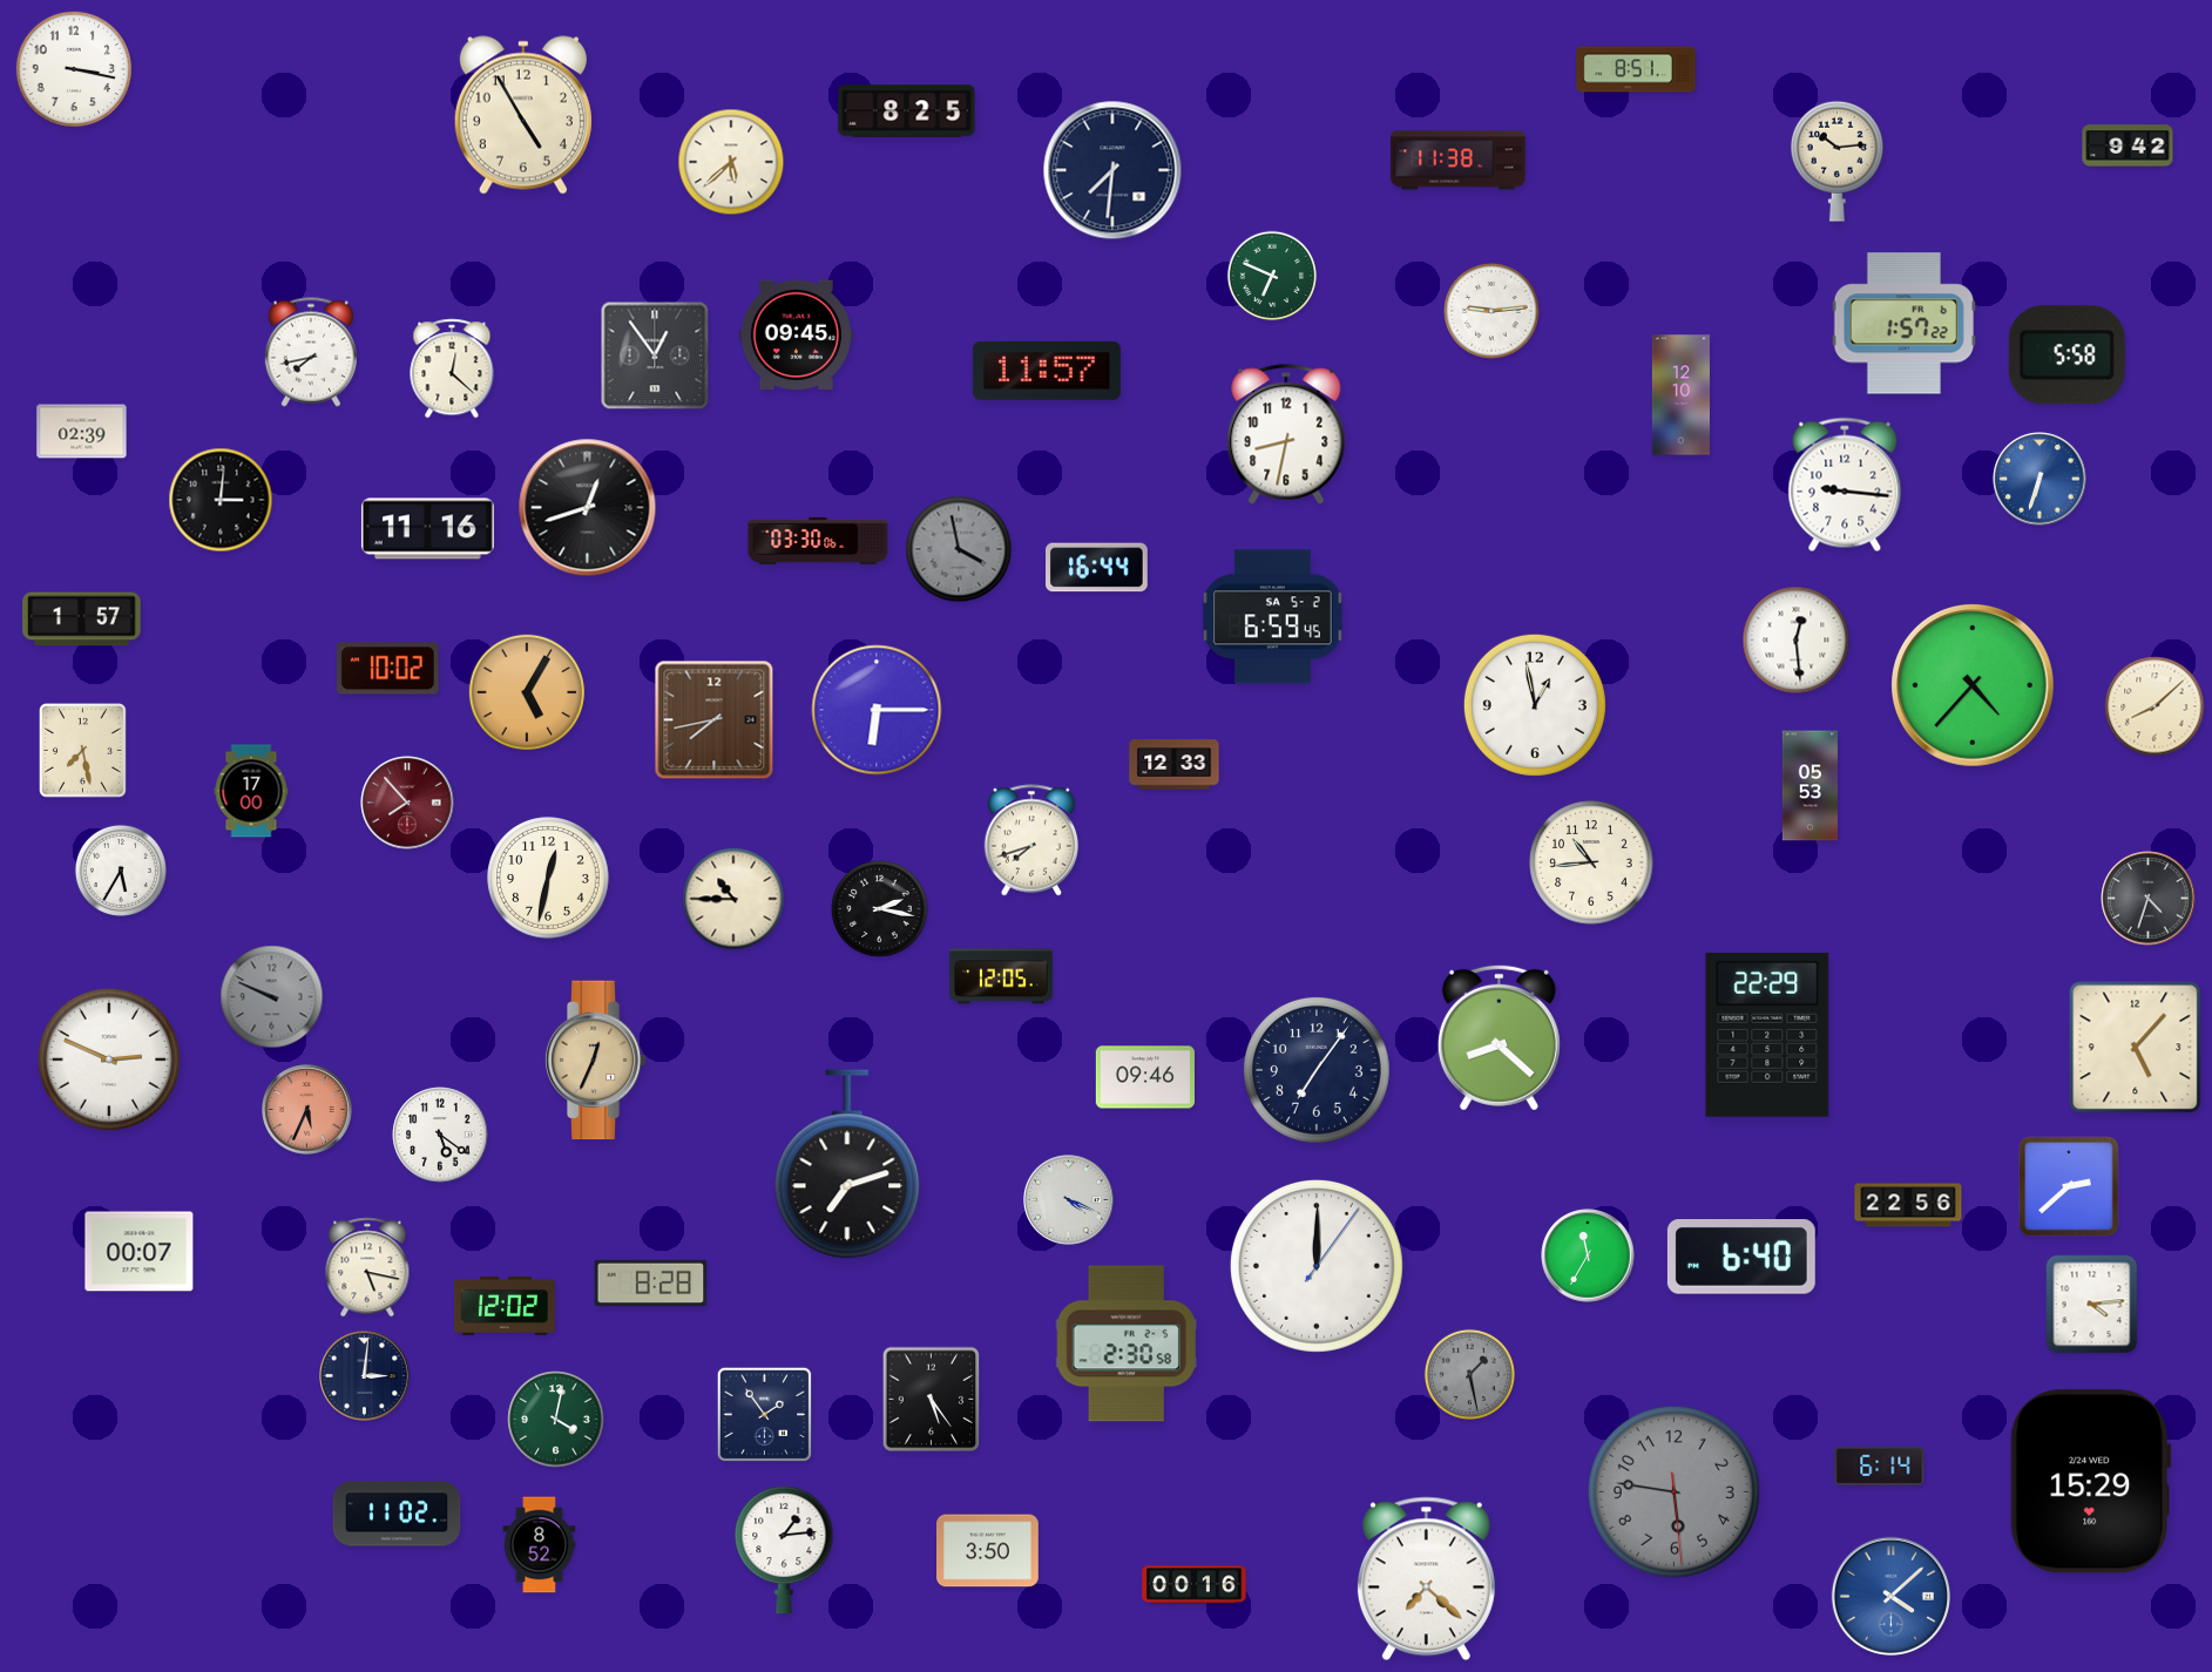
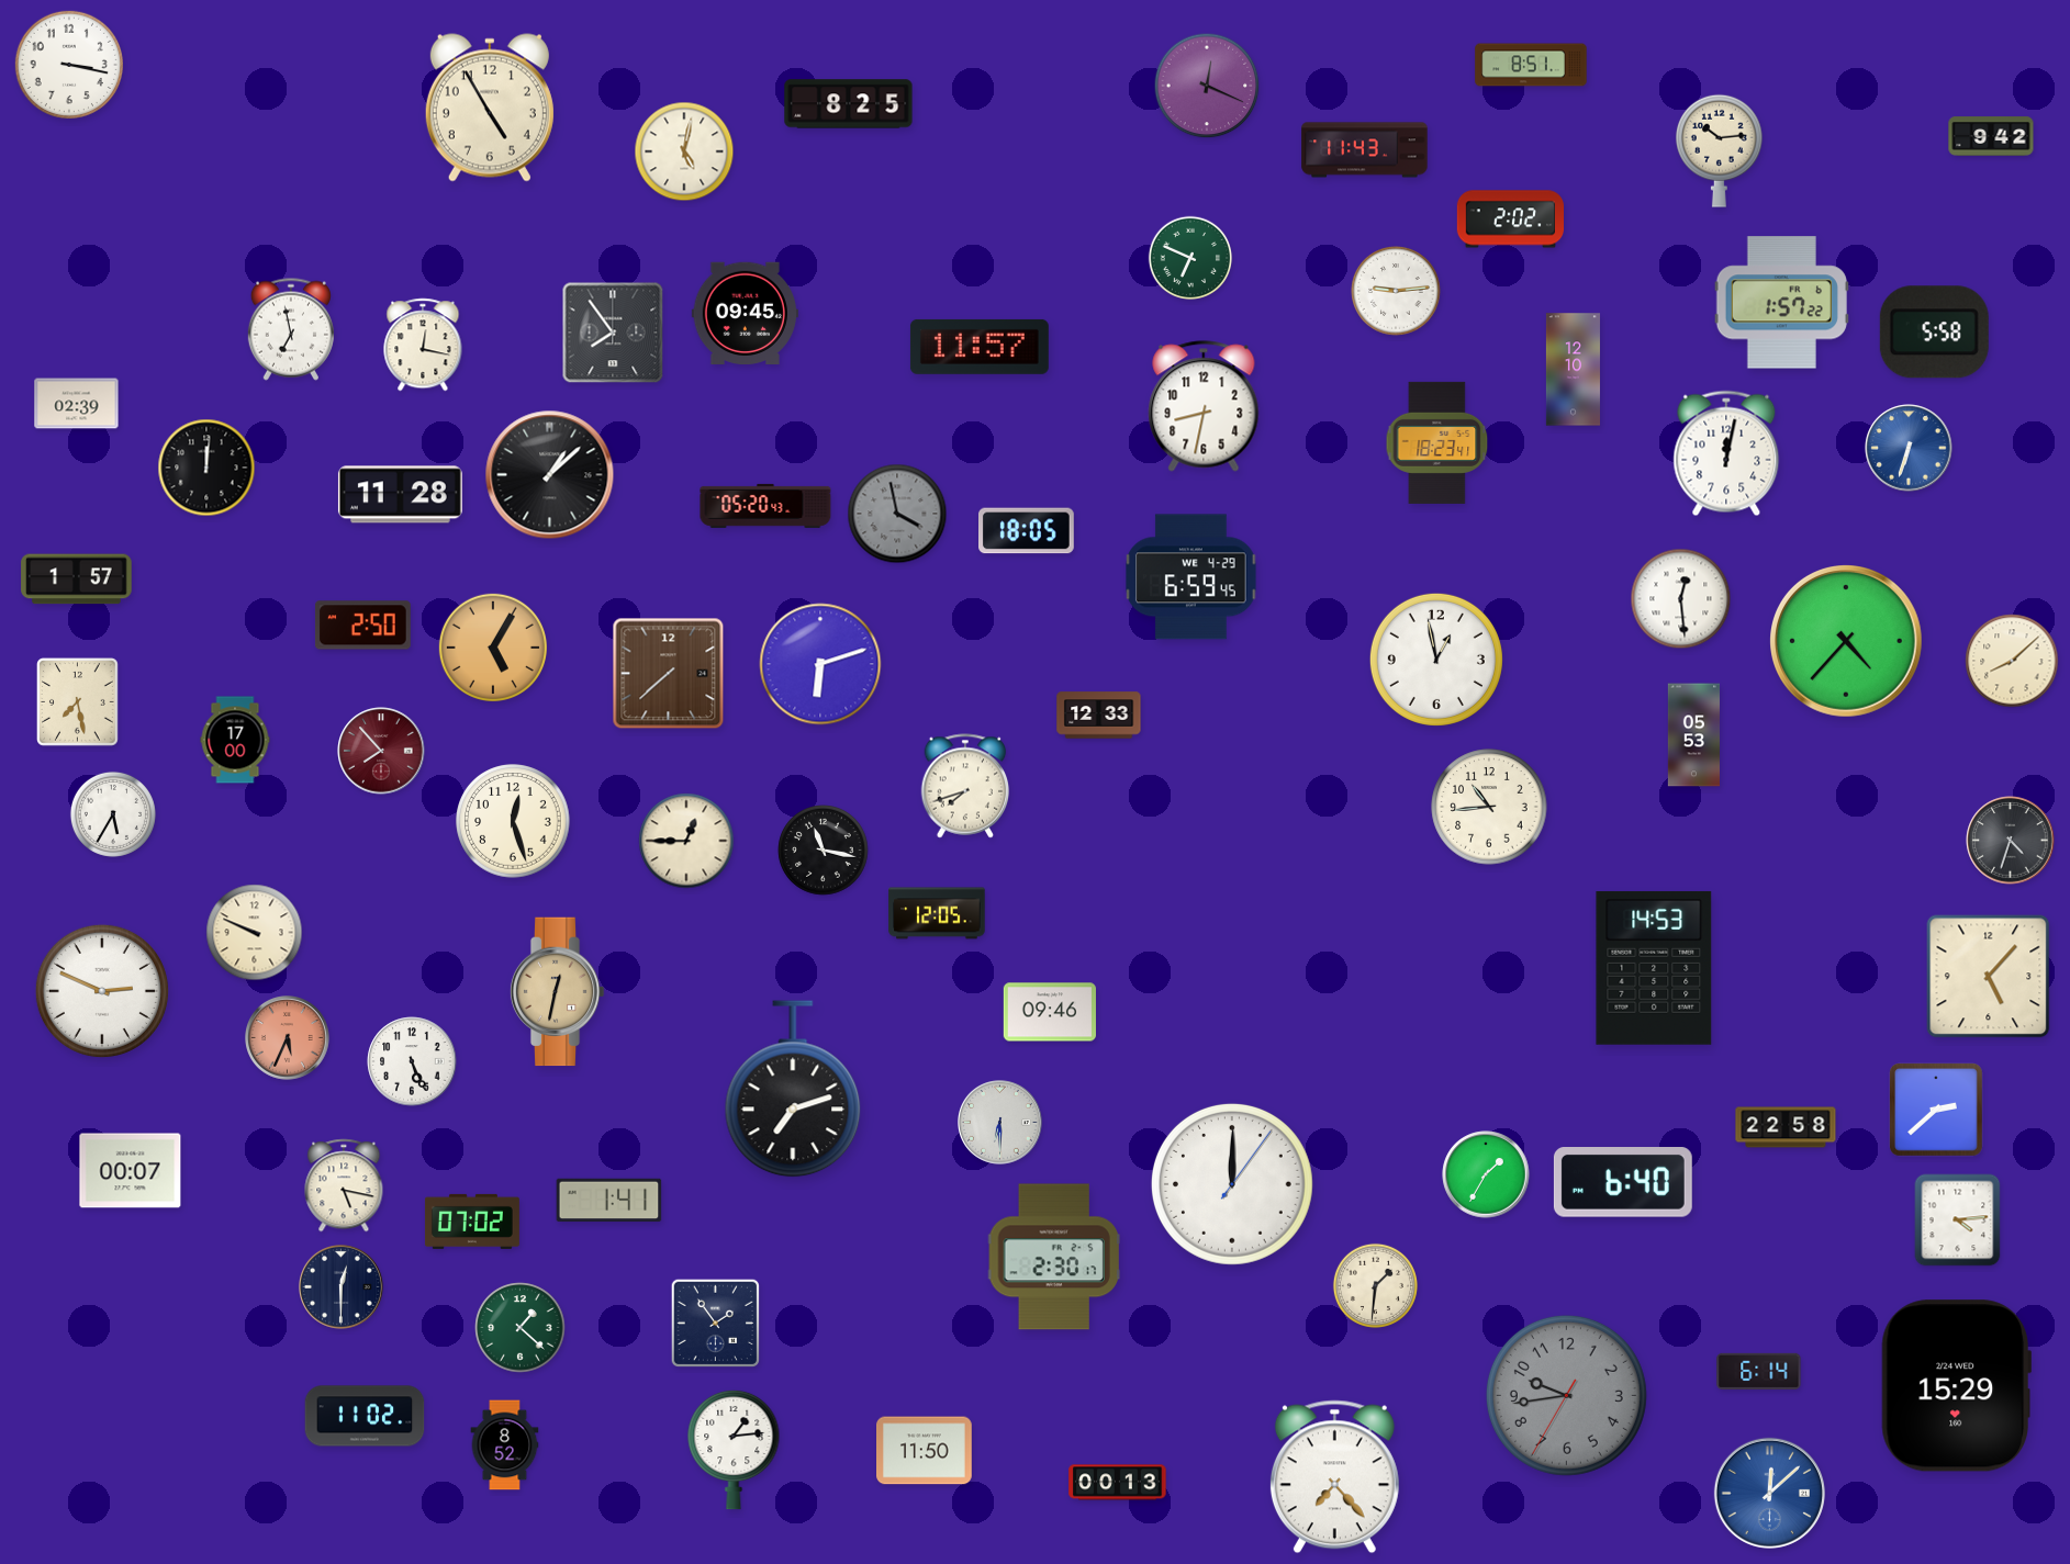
clock at (1207, 86): none -> 12:19
clock at (1459, 161): 11:38 -> 11:43
clock at (731, 162): 5:38 -> 5:02
clock at (1112, 170): 7:31 -> none
clock at (1510, 220): none -> 2:02
clock at (311, 352): 7:43 -> 6:58
clock at (655, 356): 12:54 -> 7:54
clock at (452, 368): 12:22 -> 12:17
clock at (1437, 442): none -> 18:23
clock at (1845, 485): 9:16 -> 12:02
clock at (221, 500): 3:01 -> 12:01
clock at (588, 508): 12:42 -> 1:08
clock at (427, 529): 11:16 -> 11:28
clock at (818, 541): 03:30 -> 05:20
clock at (1097, 568): 16:44 -> 18:05
clock at (1273, 617) date: SA 5-2 -> WE 4-29
clock at (387, 669): 10:02 -> 2:50
clock at (2154, 706) position: (2154, 706) -> (2012, 661)
clock at (877, 710): 6:15 -> 6:12
clock at (715, 720): 7:43 -> 7:38
clock at (548, 878): 12:32 -> 12:27
clock at (733, 899): 10:45 -> 12:45
clock at (880, 909): 2:17 -> 11:17
clock at (272, 997) dial: grey -> cream
clock at (1767, 1035): 22:29 -> 14:53
clock at (1499, 1037): 8:22 -> none
clock at (2136, 1048) position: (2136, 1048) -> (1989, 977)
clock at (595, 1061): 12:34 -> 12:32
clock at (1317, 1070): 7:06 -> none
clock at (1144, 1077) position: (1144, 1077) -> (1049, 1012)
clock at (440, 1135): 5:21 -> 5:26
clock at (1069, 1200): 4:19 -> 6:30
clock at (1908, 1205): 22:56 -> 22:58
clock at (1588, 1255): 11:35 -> 1:35
clock at (1741, 1258) position: (1741, 1258) -> (1623, 1183)
clock at (651, 1284): 8:28 -> 1:41
clock at (505, 1306): 12:02 -> 07:02
clock at (1127, 1343): 2:30:58 -> 2:30:17
clock at (1469, 1374): 1:28 -> 1:31
clock at (1469, 1374) dial: grey -> cream
clock at (365, 1376): 3:01 -> 12:30
clock at (932, 1400): 5:24 -> none
clock at (556, 1420): 4:02 -> 1:22
clock at (1673, 1491): 5:46 -> 9:43
clock at (397, 1514) position: (397, 1514) -> (365, 1416)
clock at (988, 1551): 3:50 -> 11:50
clock at (1426, 1579): 7:22 -> 7:23
clock at (1195, 1585): 00:16 -> 00:13
clock at (1890, 1596): 4:08 -> 12:08
